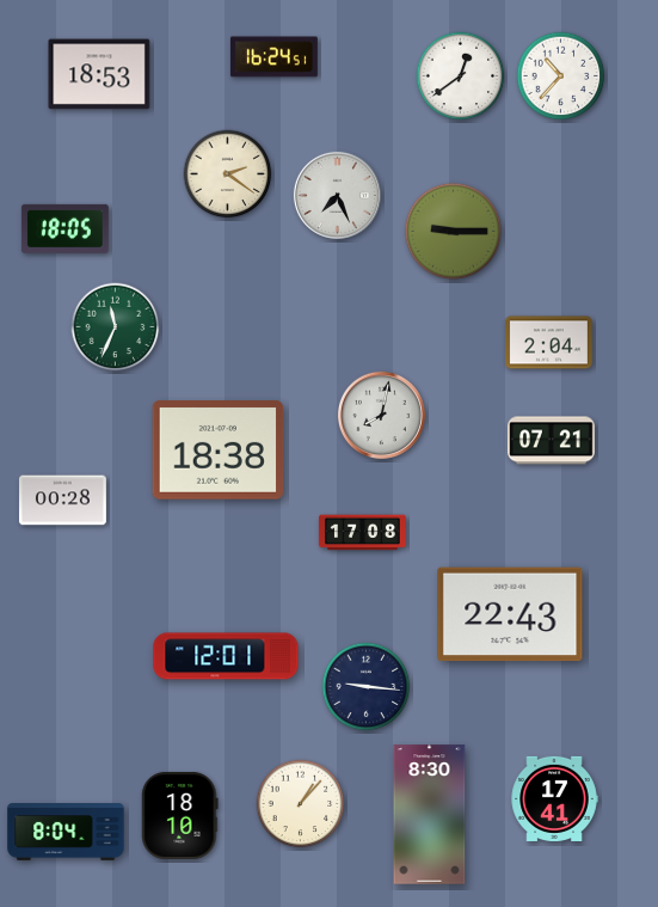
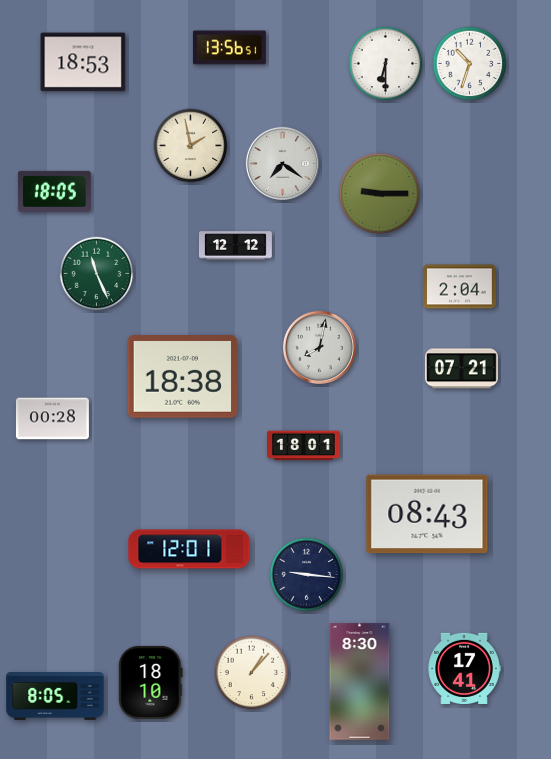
clock at (273, 57): 16:24 -> 13:56
clock at (461, 76): 12:39 -> 6:30
clock at (561, 76): 10:37 -> 10:33
clock at (228, 174): 2:21 -> 1:58
clock at (337, 195): 7:26 -> 7:21
clock at (235, 246): none -> 12:12
clock at (116, 327): 11:34 -> 11:26
clock at (363, 533): 17:08 -> 18:01
clock at (510, 614): 22:43 -> 08:43
clock at (66, 833): 8:04 -> 8:05
